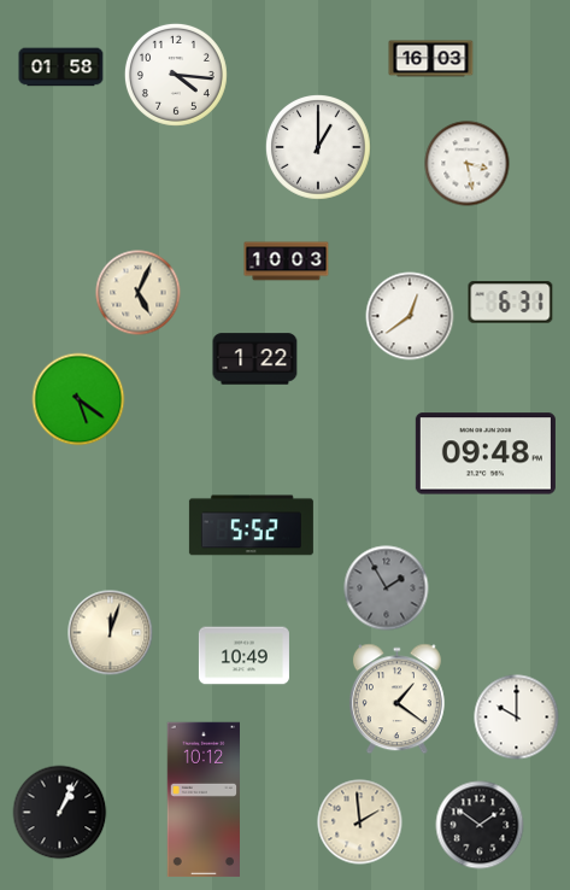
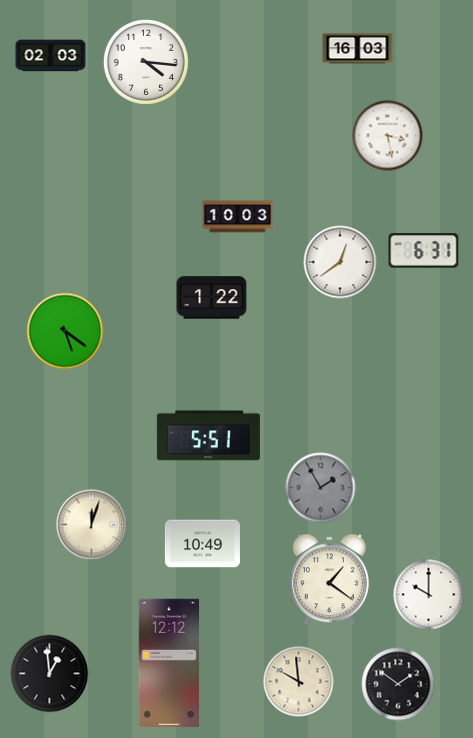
clock at (61, 68): 01:58 -> 02:03
clock at (318, 147): 1:00 -> none
clock at (139, 293): 5:04 -> none
clock at (486, 453): 09:48 -> none
clock at (251, 526): 5:52 -> 5:51
clock at (204, 800): 10:12 -> 12:12
clock at (60, 813): 1:04 -> 12:59
clock at (360, 822): 1:59 -> 9:59
